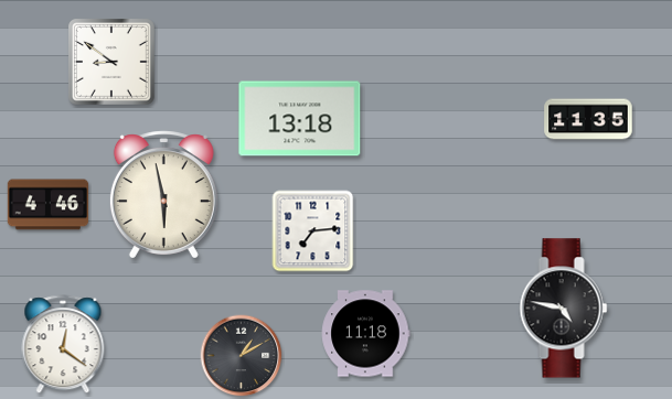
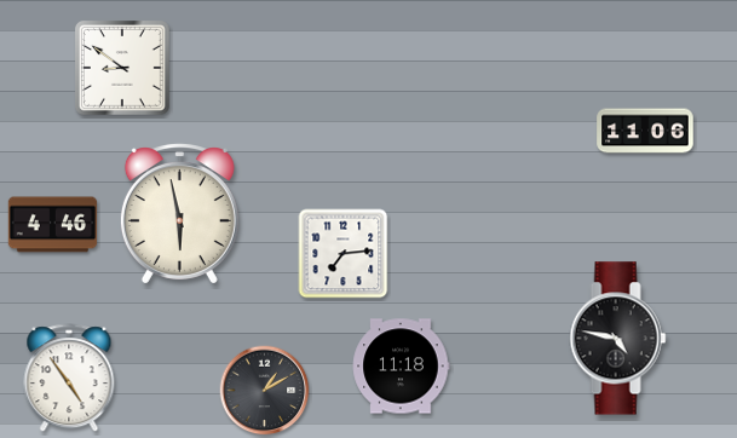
clock at (300, 119): 13:18 -> none
clock at (588, 119): 11:35 -> 11:06
clock at (63, 345): 12:21 -> 4:54
